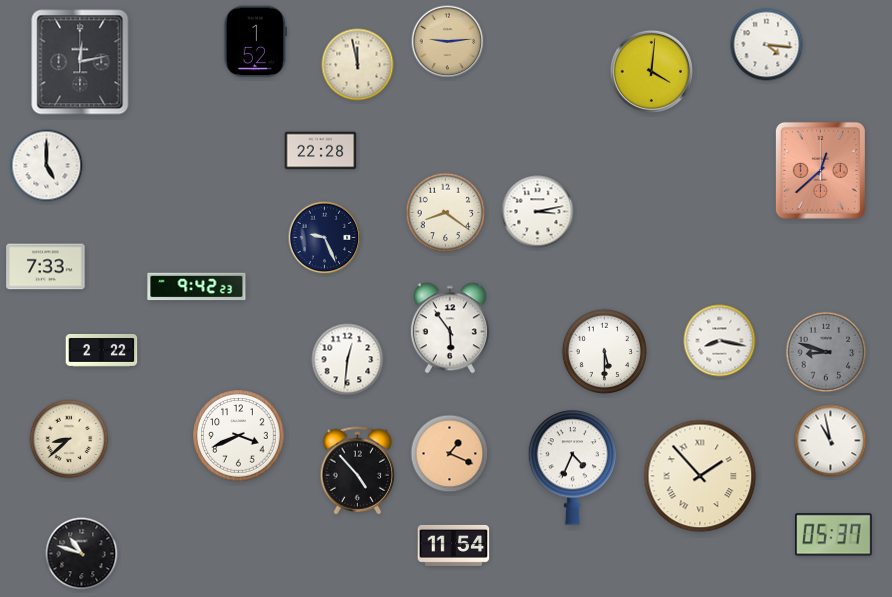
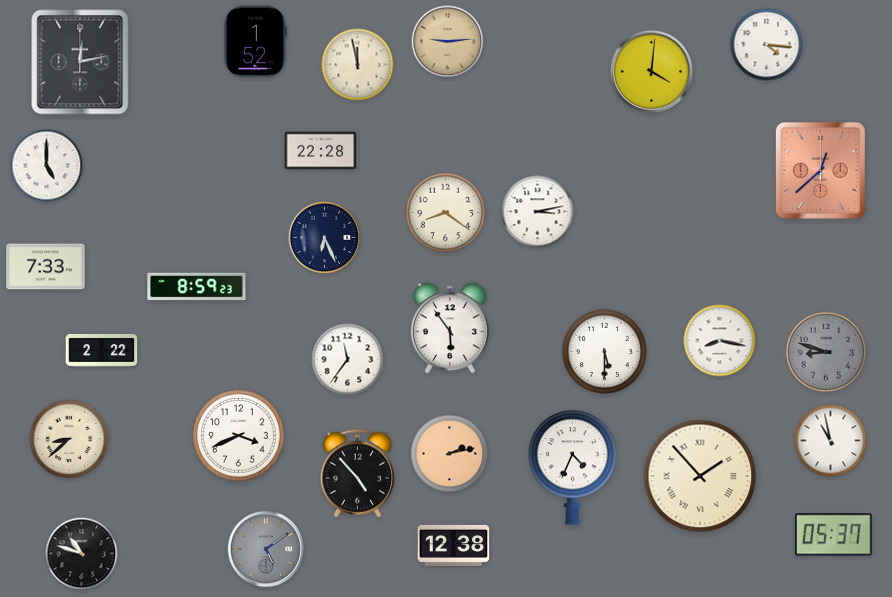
clock at (325, 238): 9:26 -> 6:26
clock at (197, 287): 9:42 -> 8:59
clock at (348, 360): 12:31 -> 11:36
clock at (450, 454): 1:19 -> 2:13
clock at (358, 471) position: (358, 471) -> (358, 474)
clock at (454, 545): 11:54 -> 12:38
clock at (266, 549): none -> 5:09
